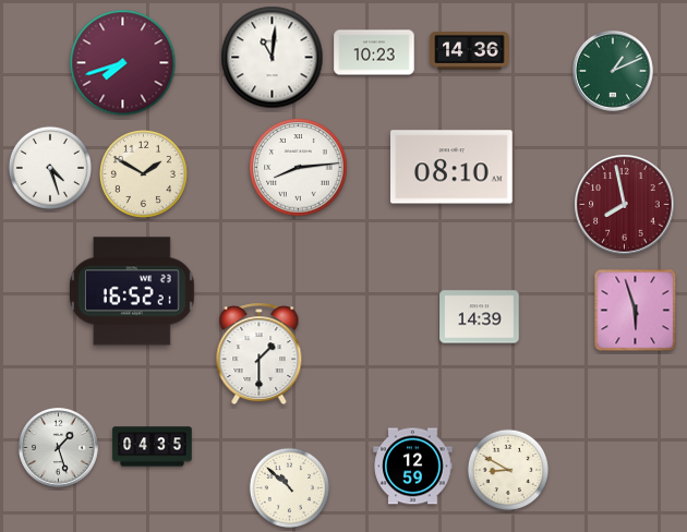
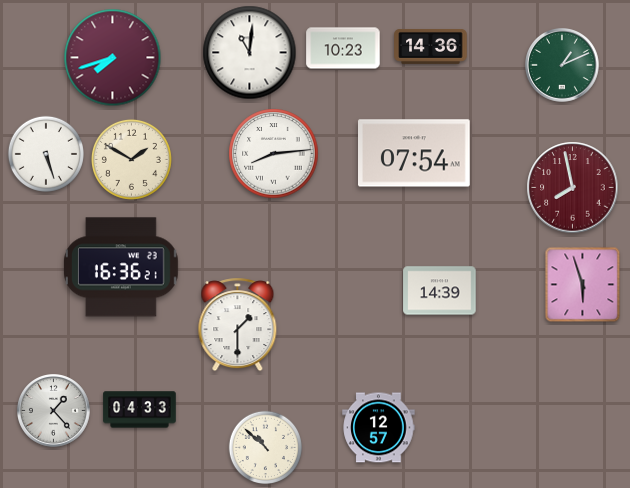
clock at (453, 167): 08:10 -> 07:54
clock at (50, 168): 4:27 -> 5:27
clock at (132, 291): 16:52 -> 16:36
clock at (153, 447): 04:35 -> 04:33
clock at (59, 448): 1:27 -> 1:23
clock at (413, 467): 12:59 -> 12:57
clock at (507, 469): 8:50 -> none
